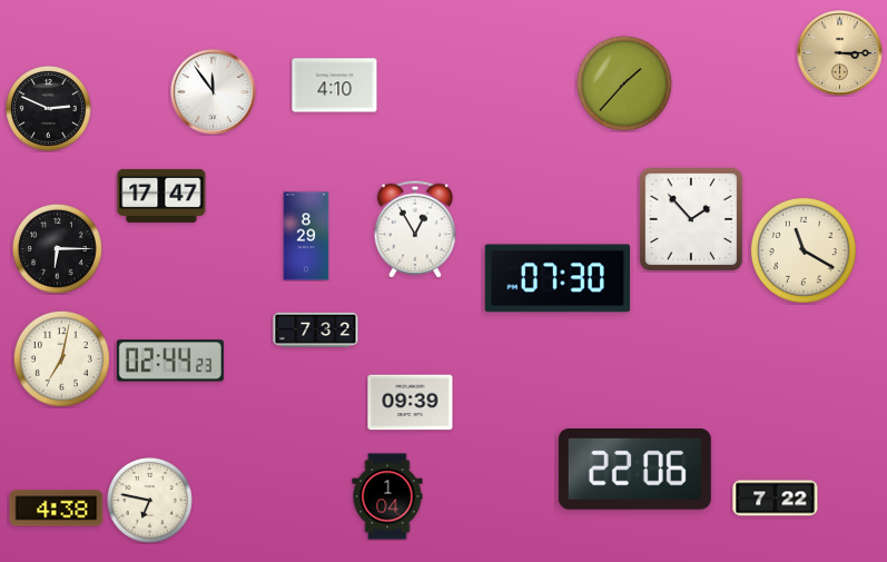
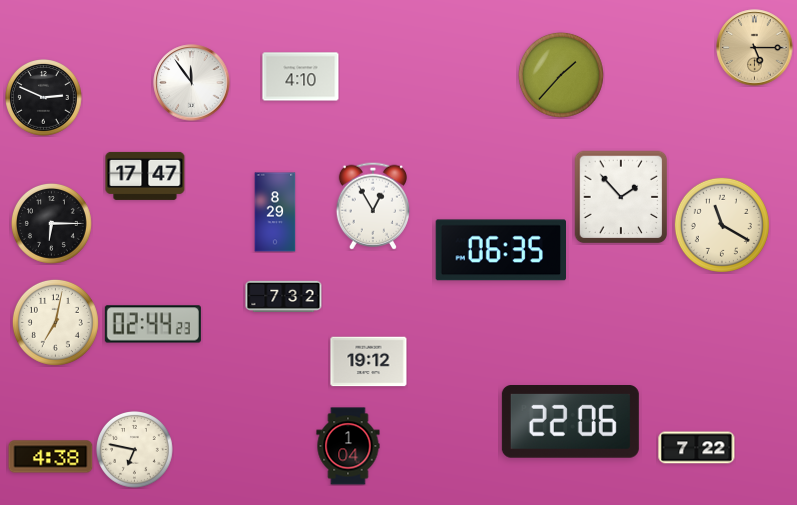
clock at (840, 53): 3:15 -> 5:15
clock at (558, 278): 07:30 -> 06:35
clock at (411, 403): 09:39 -> 19:12
